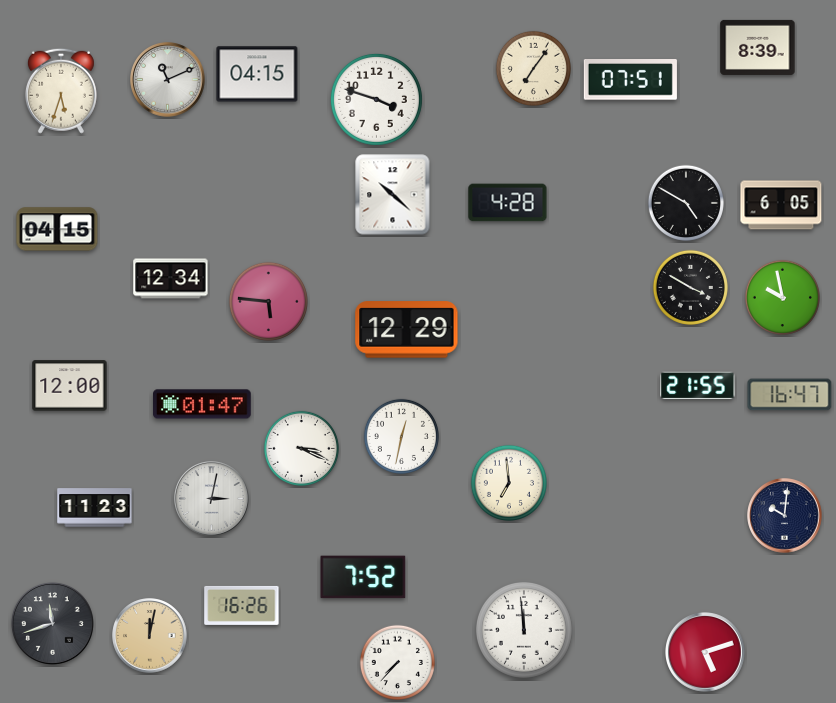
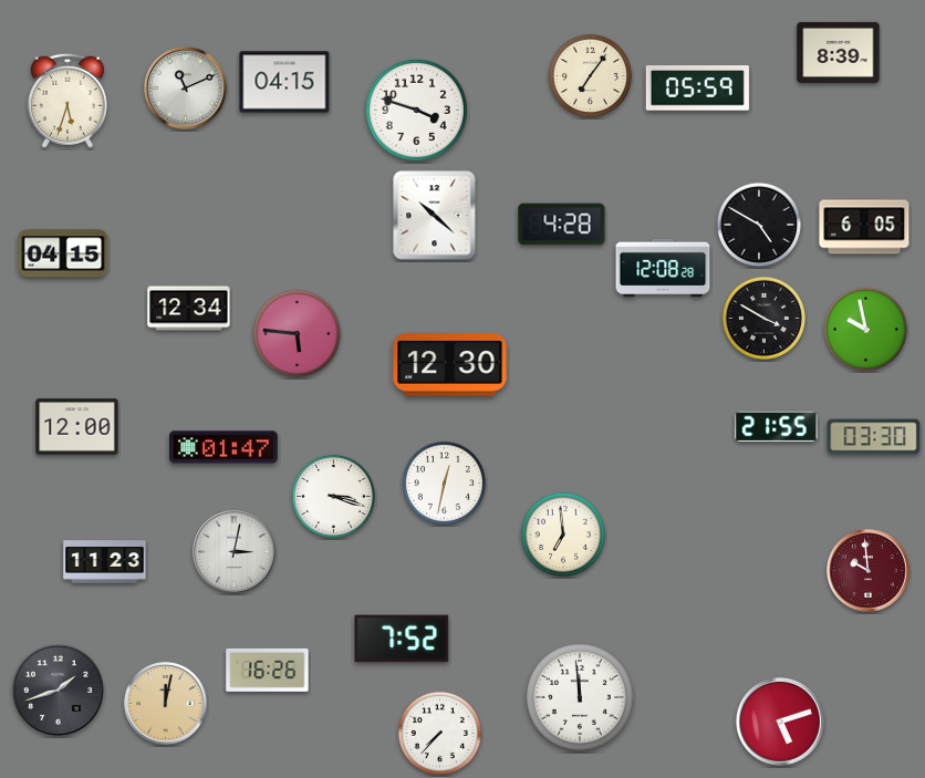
clock at (630, 80): 07:51 -> 05:59
clock at (663, 268): none -> 12:08
clock at (407, 330): 12:29 -> 12:30
clock at (698, 386) position: (698, 386) -> (777, 427)
clock at (790, 395): 16:47 -> 03:30
clock at (301, 448): 3:19 -> 3:18
clock at (785, 516): 10:01 -> 9:59
clock at (785, 516) dial: navy -> burgundy
clock at (52, 623): 11:42 -> 1:42
